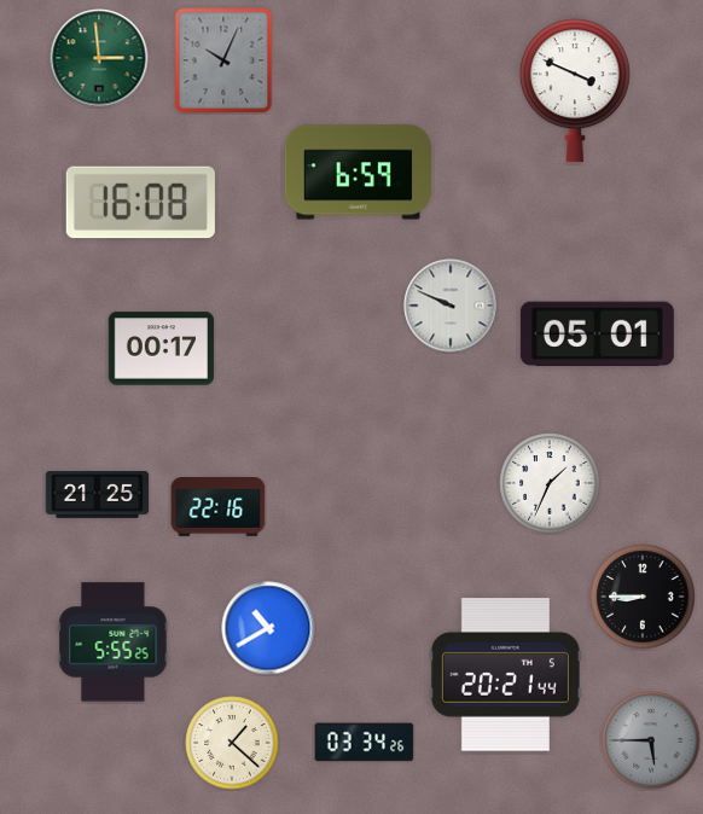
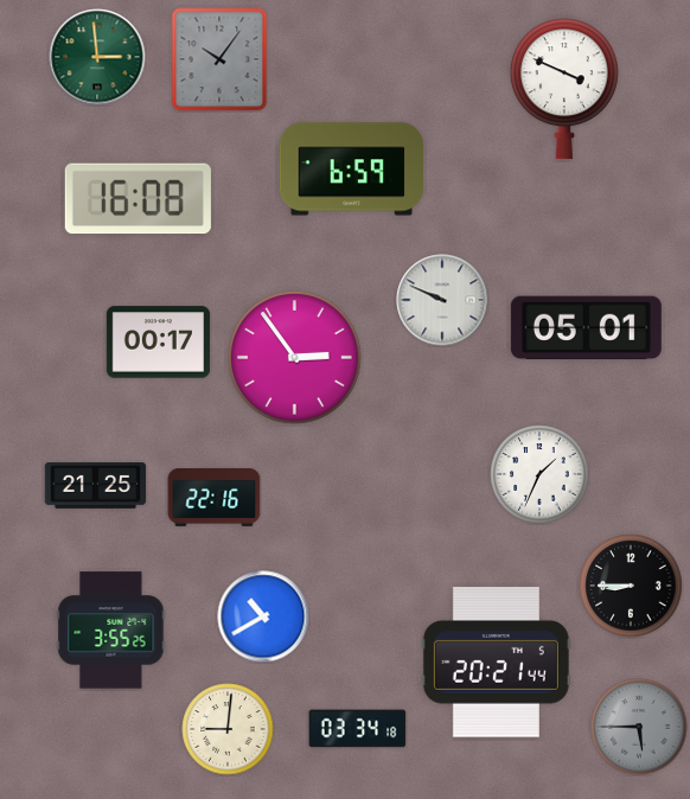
clock at (223, 60): 10:04 -> 10:06
clock at (295, 358): none -> 2:54
clock at (114, 643): 5:55 -> 3:55
clock at (232, 743): 1:22 -> 9:01
clock at (365, 743): 03:34:26 -> 03:34:18
